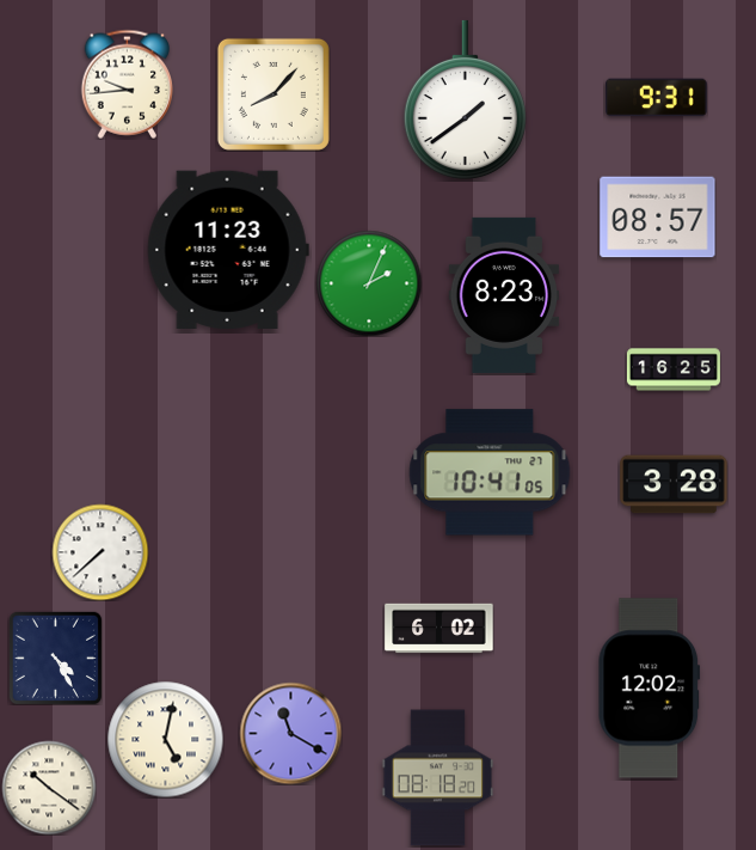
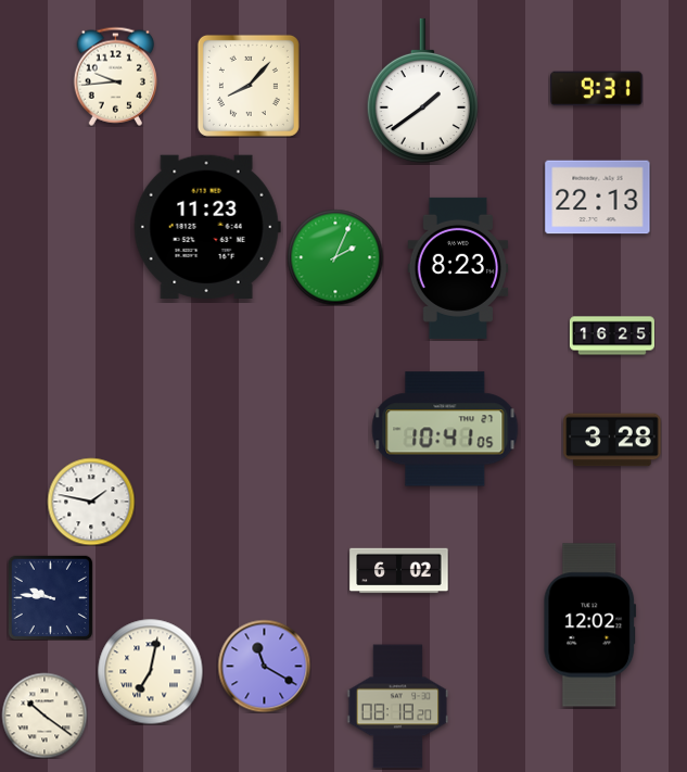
clock at (658, 218): 08:57 -> 22:13
clock at (100, 552): 7:38 -> 1:47
clock at (55, 658): 4:25 -> 9:46
clock at (165, 739): 5:02 -> 7:02
